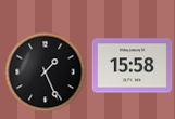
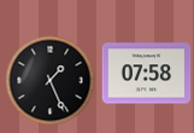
clock at (133, 66): 15:58 -> 07:58
